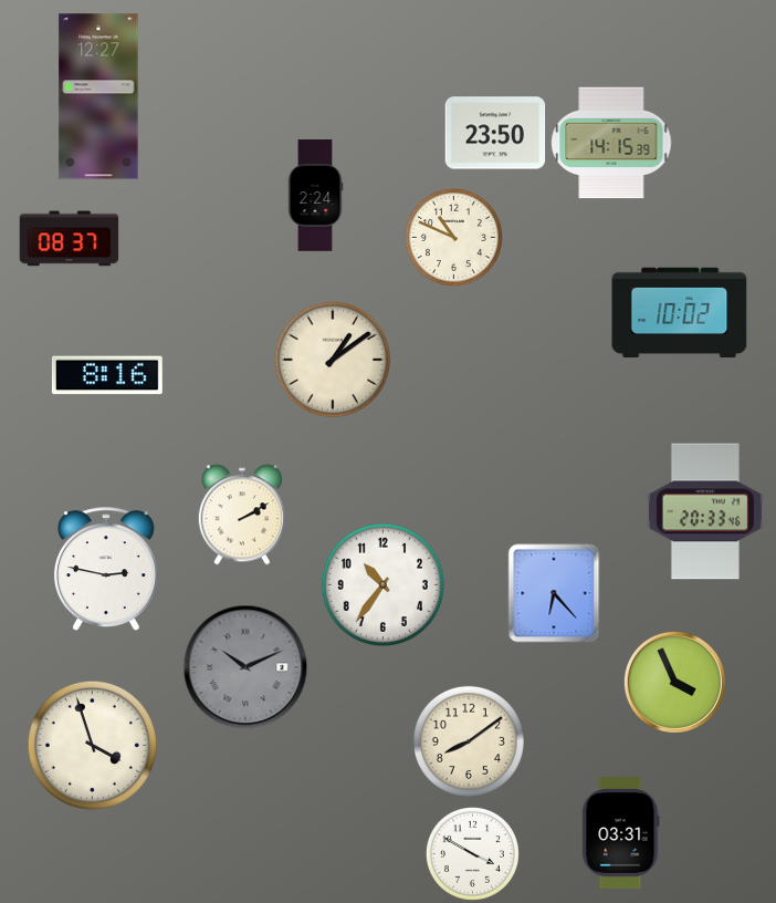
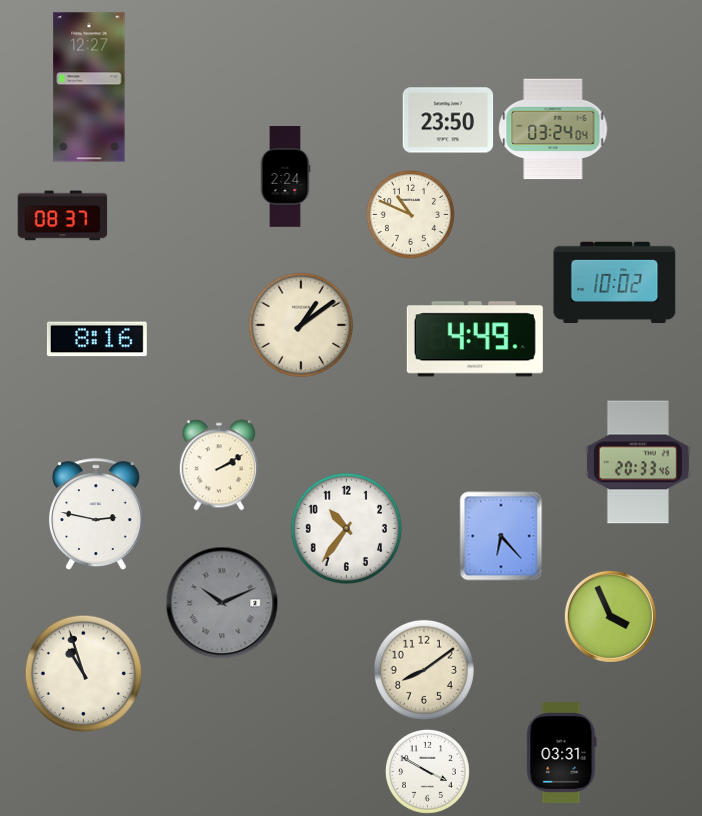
clock at (611, 143): 14:15 -> 03:24
clock at (475, 339): none -> 4:49
clock at (92, 745): 3:57 -> 10:57
